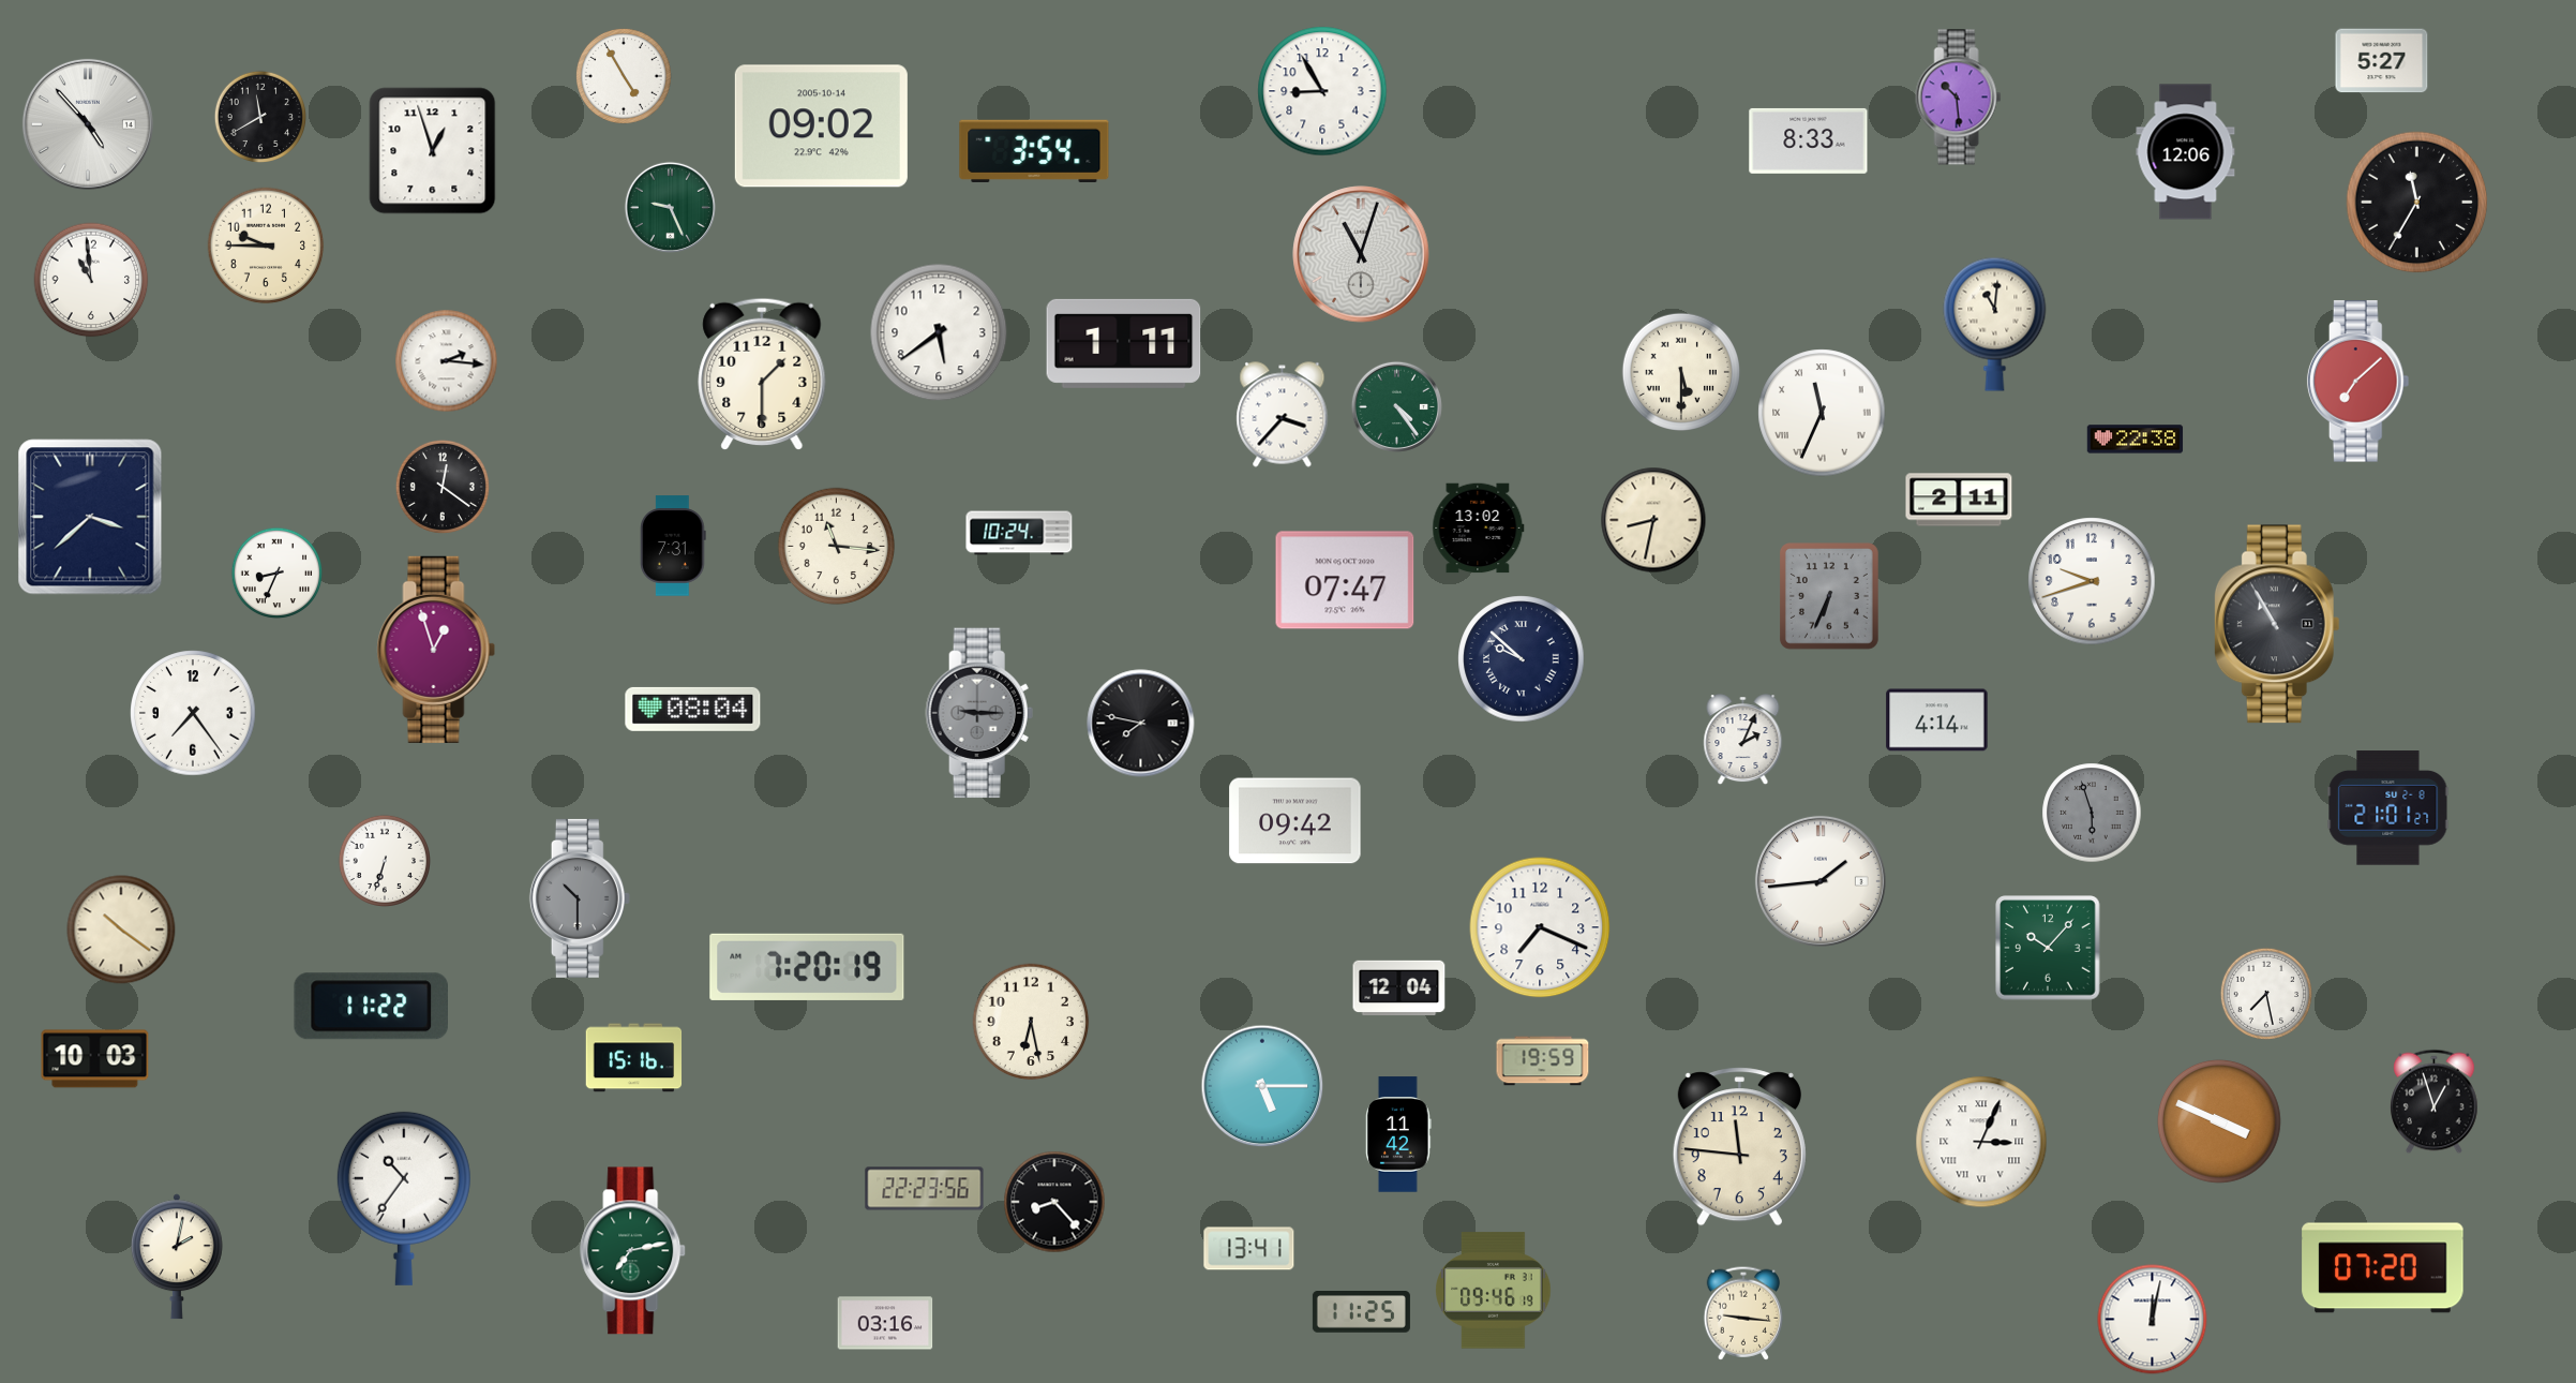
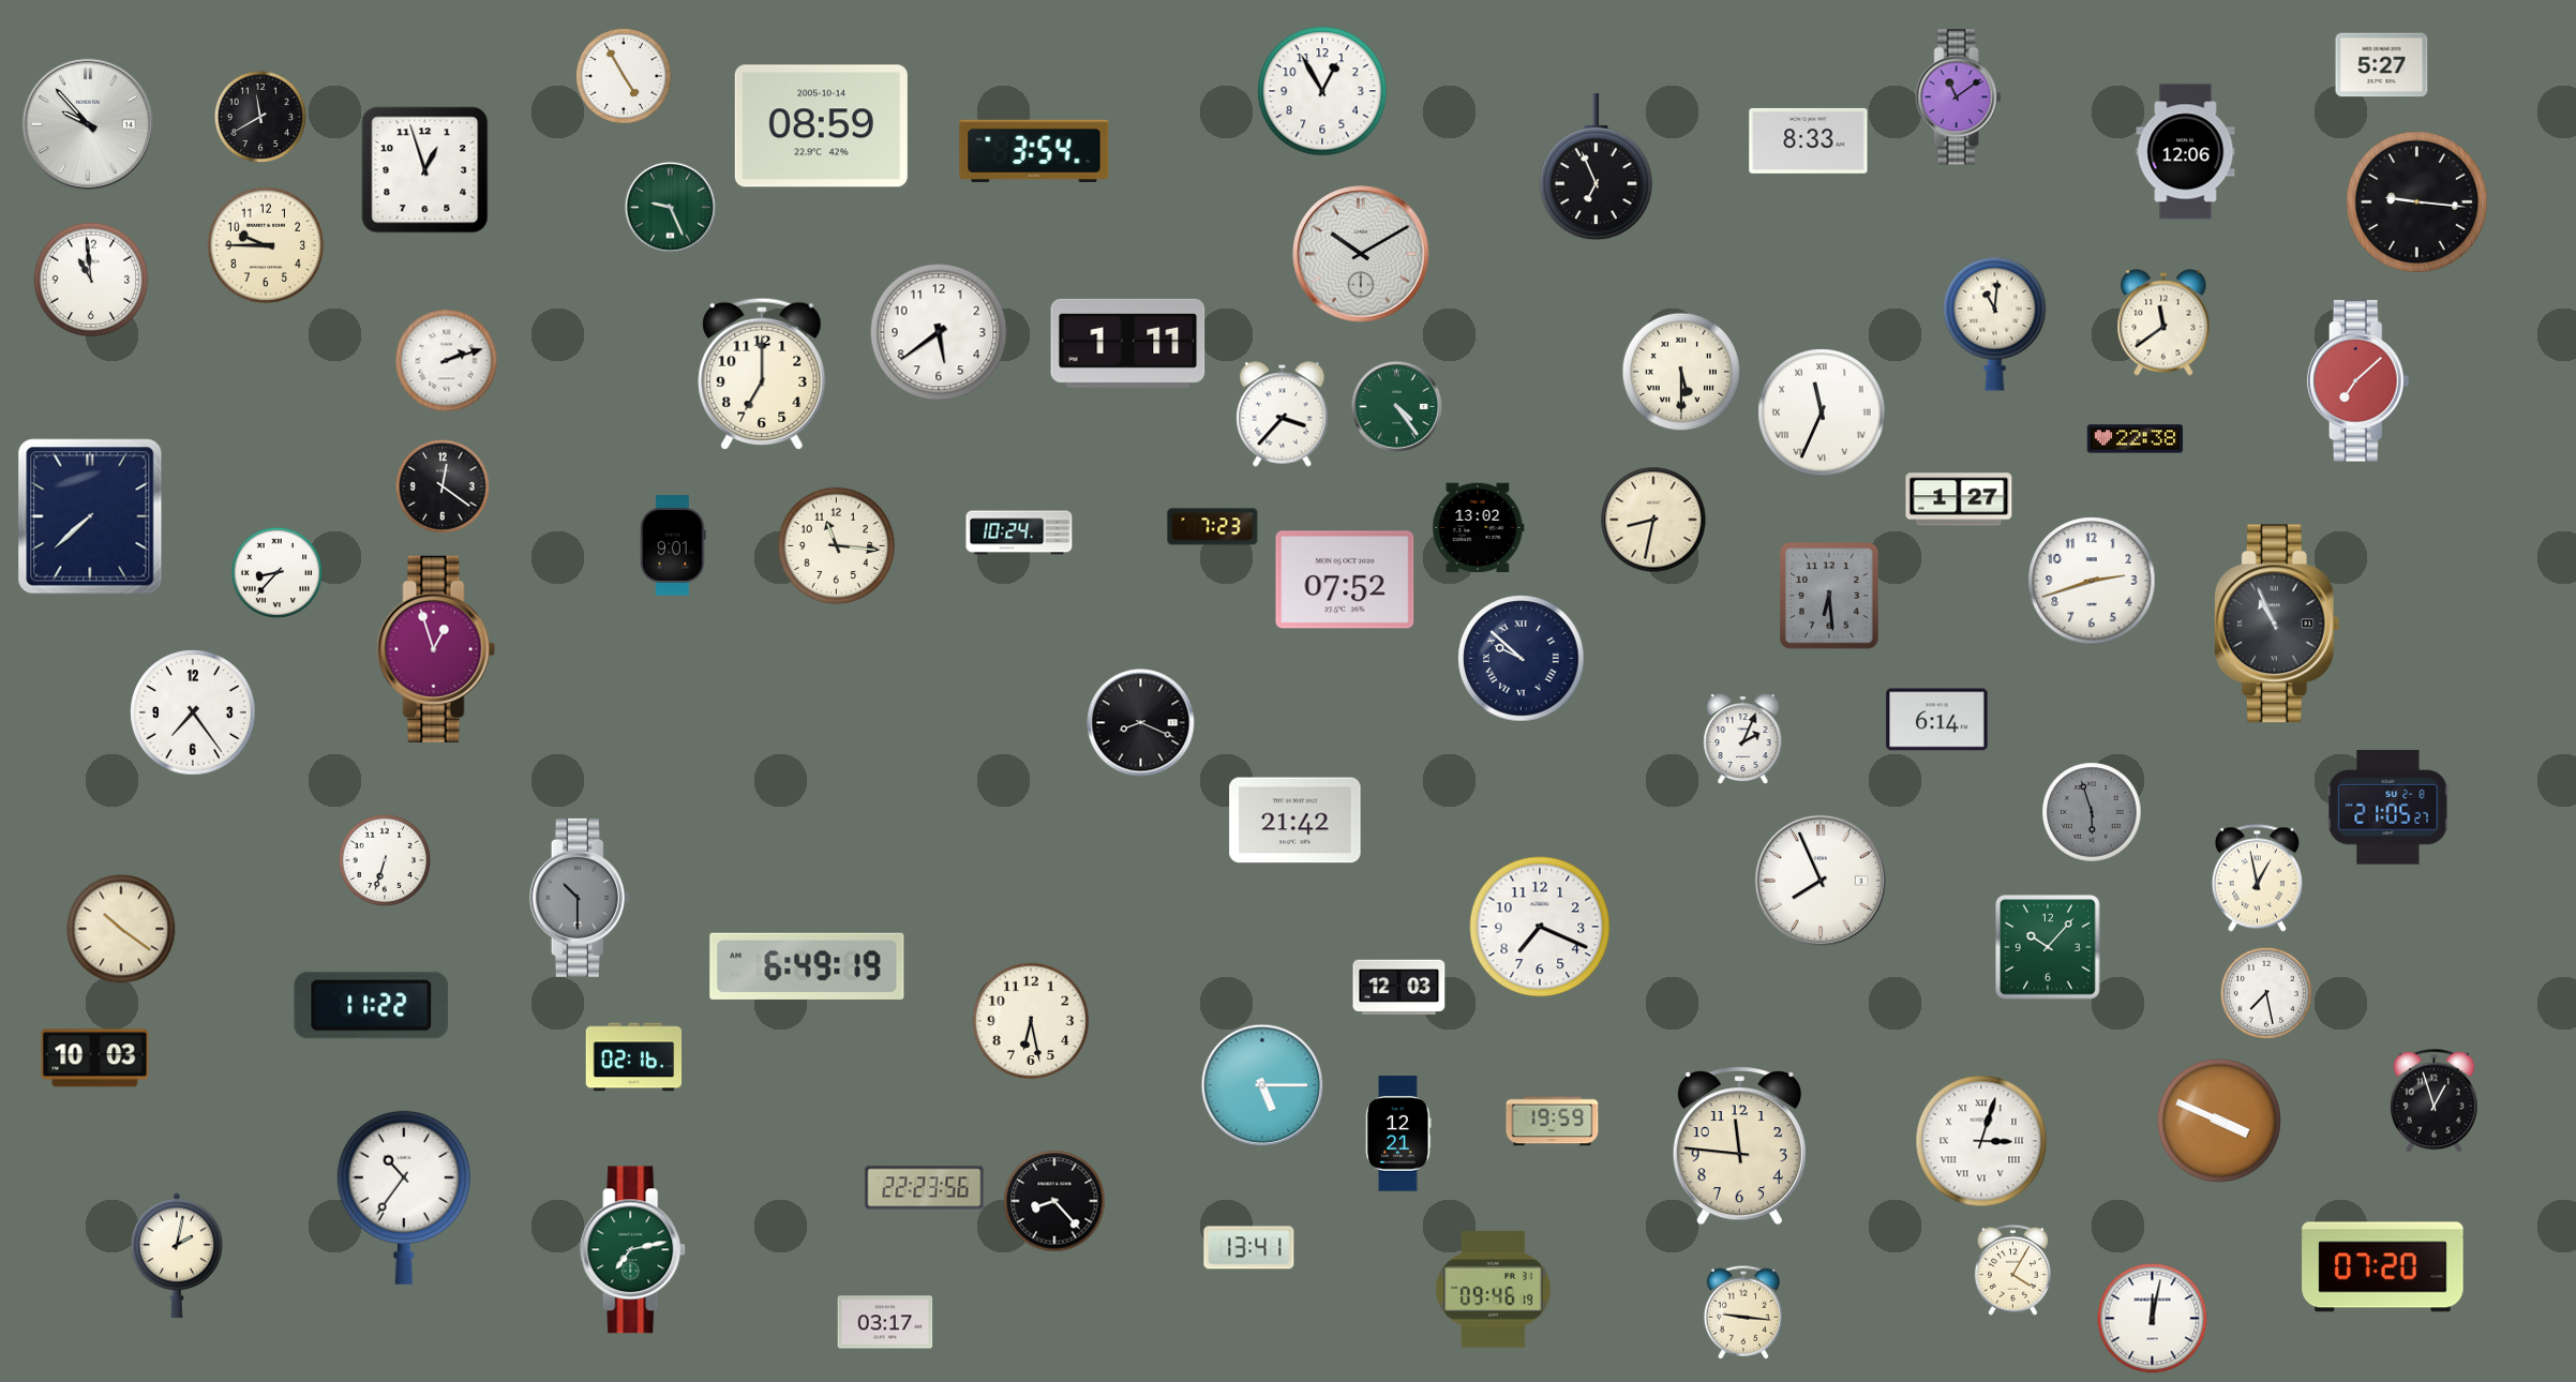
clock at (2382, 61) position: (2382, 61) -> (2382, 65)
clock at (1322, 91): 8:55 -> 12:55
clock at (1959, 98): 10:29 -> 11:09
clock at (88, 124): 4:53 -> 9:53
clock at (821, 127): 09:02 -> 08:59
clock at (433, 151) position: (433, 151) -> (425, 170)
clock at (1596, 167): none -> 6:56
clock at (2417, 203): 11:35 -> 9:16
clock at (1361, 254): 11:03 -> 10:10
clock at (2163, 322): none -> 11:39
clock at (1124, 343) position: (1124, 343) -> (1128, 343)
clock at (447, 361): 2:16 -> 2:12
clock at (762, 373): 1:30 -> 7:00
clock at (1959, 500): 2:11 -> 1:27
clock at (90, 517): 3:38 -> 7:38
clock at (1213, 527): none -> 7:23
clock at (673, 546): 7:31 -> 9:01
clock at (278, 574): 8:34 -> 8:37
clock at (1345, 580): 07:47 -> 07:52
clock at (2092, 581): 9:42 -> 2:42
clock at (1830, 597): 6:34 -> 6:29
clock at (2277, 624): 10:55 -> 10:56
clock at (693, 709): 08:04 -> none
clock at (979, 713): 9:15 -> none
clock at (1937, 720): 4:14 -> 6:14
clock at (1141, 724): 7:47 -> 8:19
clock at (2388, 808): 21:01 -> 21:05
clock at (1296, 821): 09:42 -> 21:42
clock at (2257, 878): none -> 12:58
clock at (1821, 881): 1:44 -> 7:56
clock at (807, 967): 7:20 -> 6:49
clock at (1399, 988): 12:04 -> 12:03
clock at (634, 1058): 15:16 -> 02:16
clock at (1543, 1061) position: (1543, 1061) -> (1553, 1122)
clock at (1399, 1134): 11:42 -> 12:21
clock at (1981, 1142): 3:04 -> 3:03
clock at (2012, 1270): none -> 4:05
clock at (1361, 1312): 11:25 -> none
clock at (885, 1323): 03:16 -> 03:17
